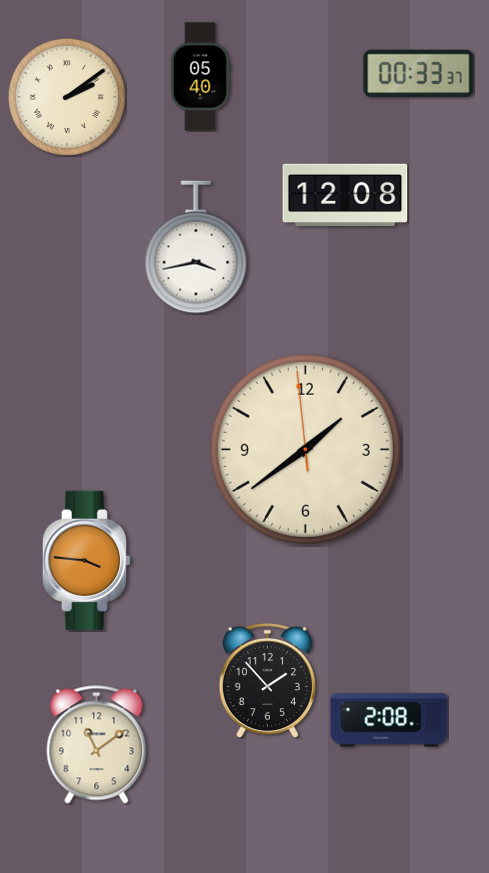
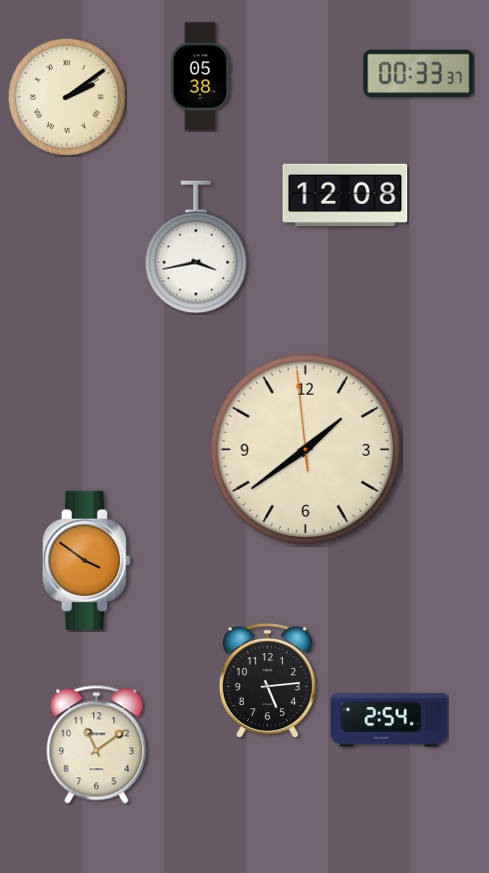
clock at (200, 77): 05:40 -> 05:38
clock at (86, 560): 3:46 -> 3:51
clock at (267, 680): 1:53 -> 5:14
clock at (389, 720): 2:08 -> 2:54
